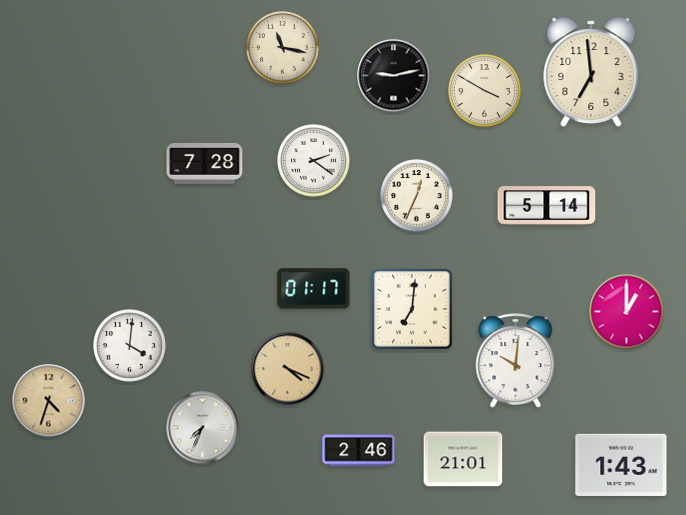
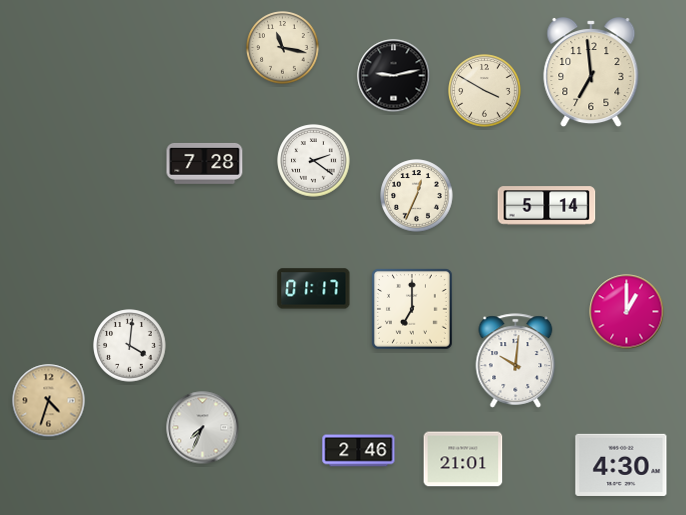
clock at (413, 310): 7:01 -> 7:00
clock at (288, 369): 4:19 -> none
clock at (621, 465): 1:43 -> 4:30
